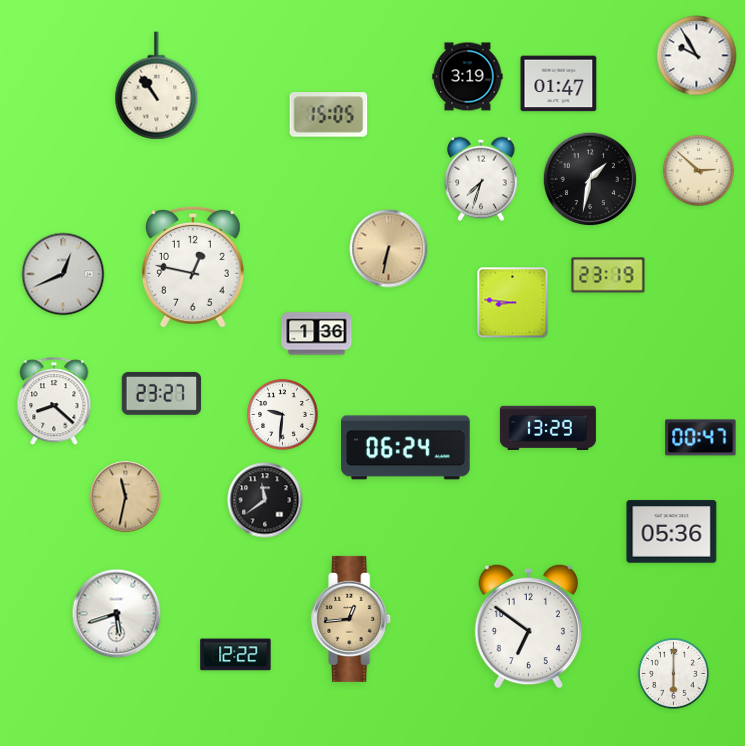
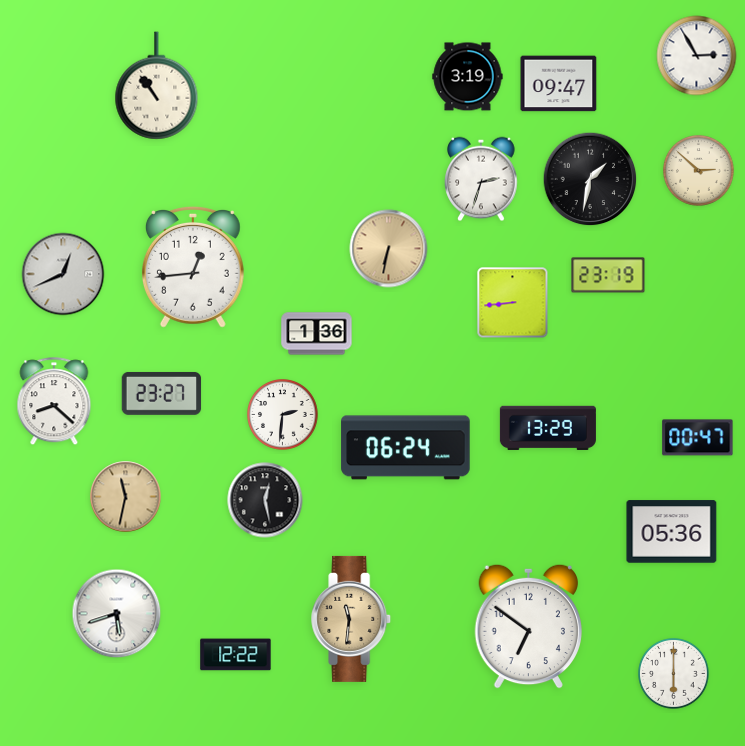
clock at (697, 56): 9:55 -> 2:55
clock at (559, 84): 01:47 -> 09:47
clock at (329, 115): 15:05 -> none
clock at (481, 179): 7:33 -> 2:33
clock at (193, 267): 12:47 -> 12:44
clock at (513, 303): 8:46 -> 8:44
clock at (283, 415): 9:31 -> 2:31
clock at (701, 438) position: (701, 438) -> (698, 438)
clock at (265, 500): 11:39 -> 12:28
clock at (352, 619): 12:44 -> 11:31
